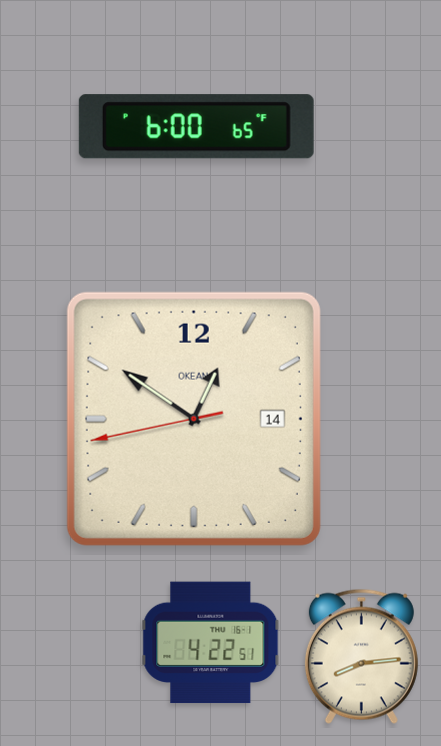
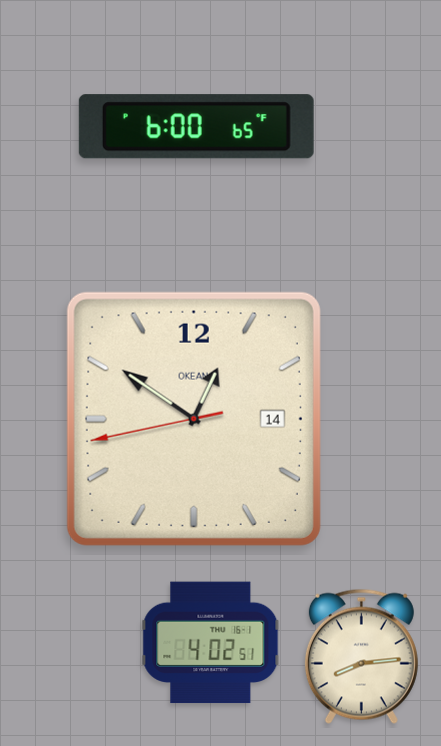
clock at (211, 643): 4:22 -> 4:02
